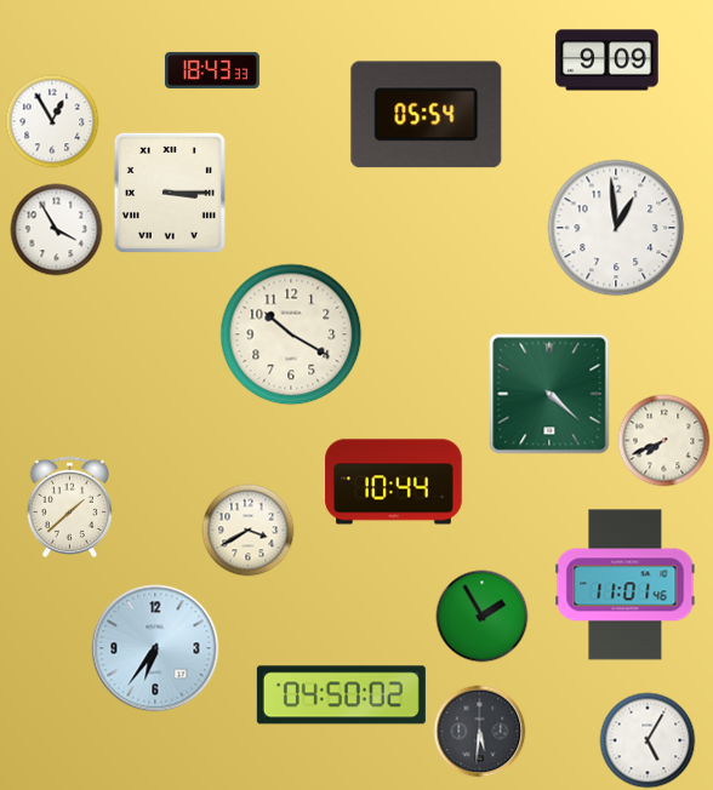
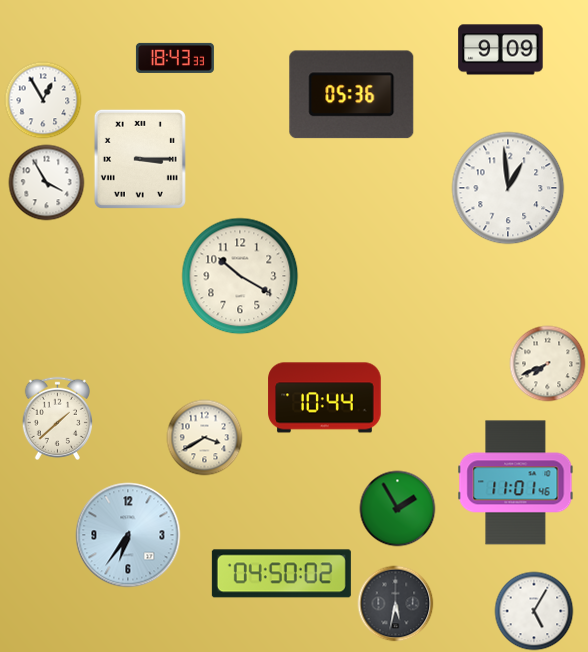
clock at (427, 115): 05:54 -> 05:36
clock at (57, 230) position: (57, 230) -> (47, 183)
clock at (549, 394): 4:22 -> none
clock at (480, 732): 5:31 -> 5:32
